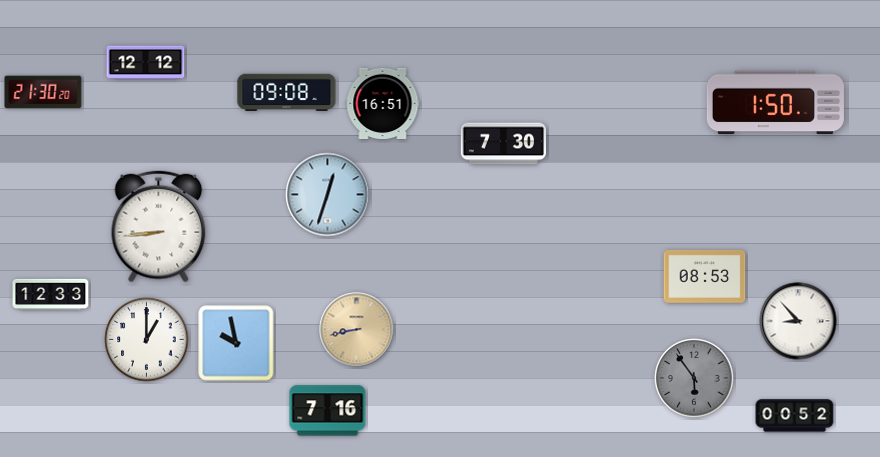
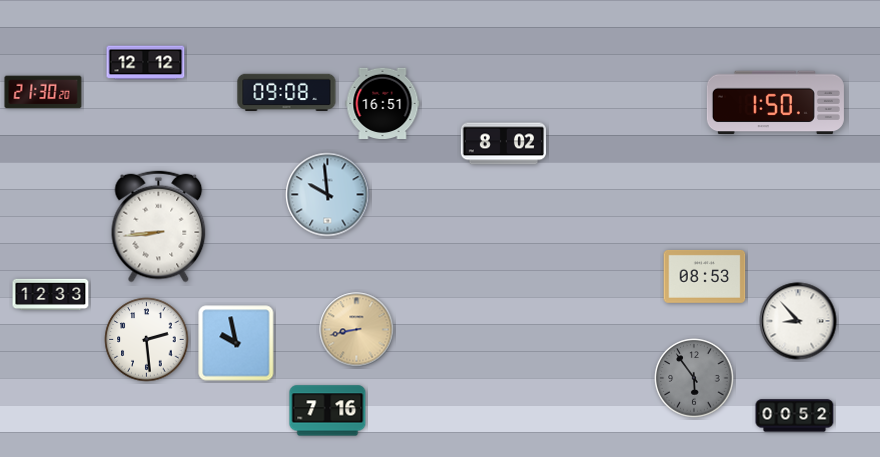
clock at (503, 144): 7:30 -> 8:02
clock at (328, 195): 12:33 -> 9:59
clock at (147, 340): 1:00 -> 2:29
